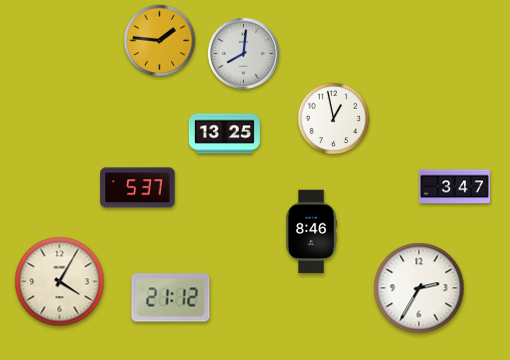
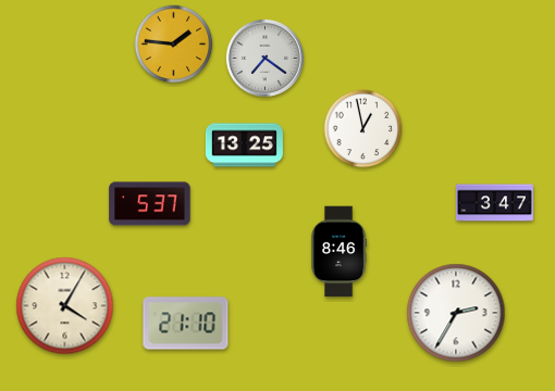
clock at (243, 53): 8:01 -> 7:21
clock at (171, 298): 21:12 -> 21:10
